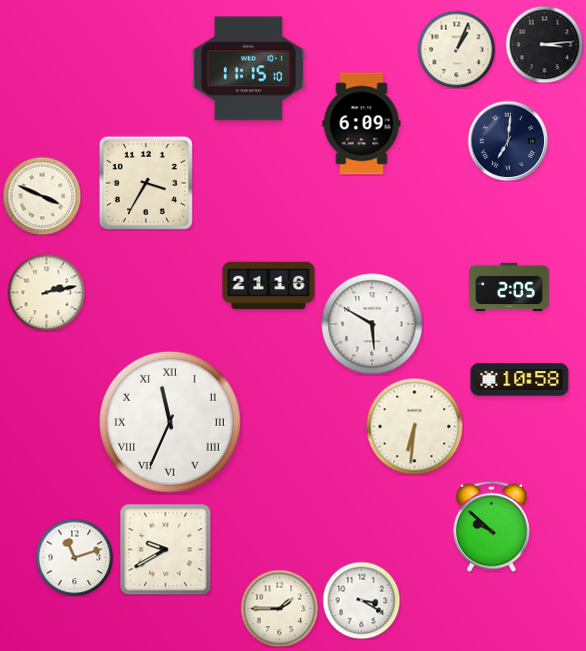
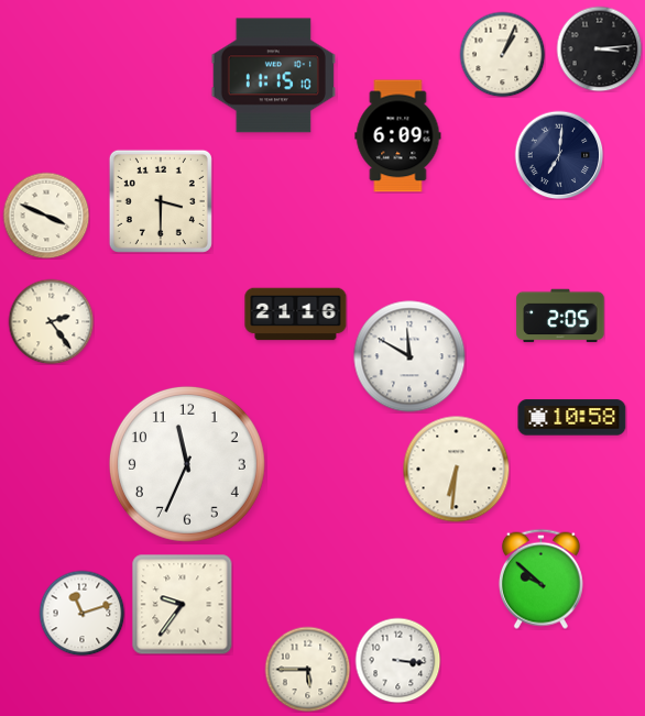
clock at (146, 183): 3:35 -> 3:30
clock at (46, 292): 2:13 -> 2:24
clock at (372, 324): 5:50 -> 11:50
clock at (170, 422) numerals: Roman -> Arabic
clock at (166, 550): 9:40 -> 9:36
clock at (361, 600): 3:20 -> 3:16
clock at (279, 608): 1:45 -> 5:45
